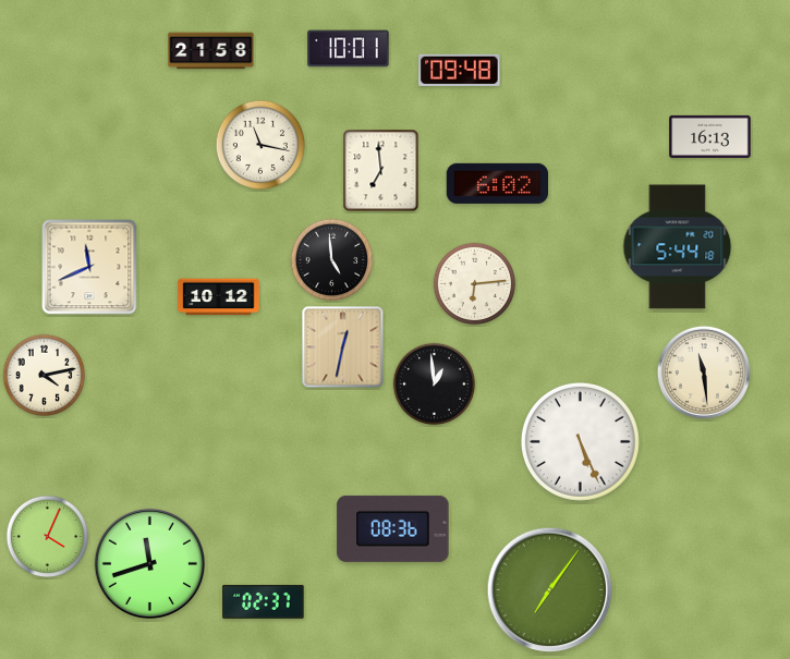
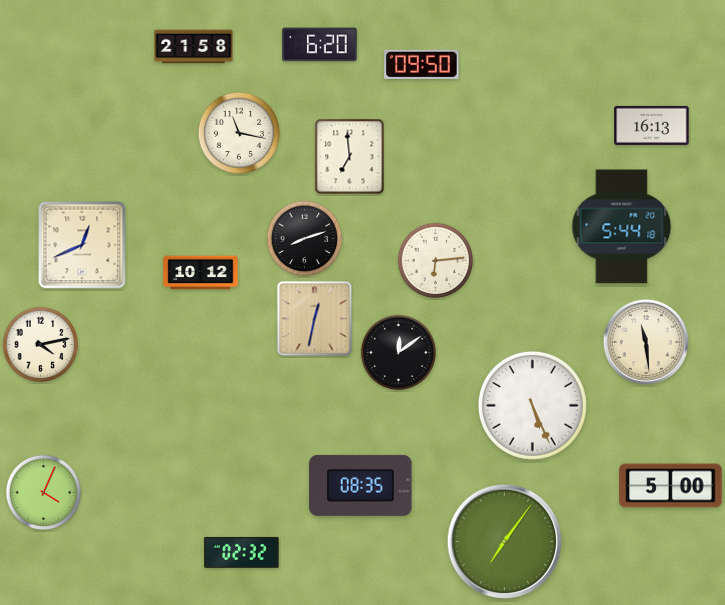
clock at (349, 49): 10:01 -> 6:20
clock at (460, 70): 09:48 -> 09:50
clock at (497, 183): 6:02 -> none
clock at (332, 260): 4:59 -> 8:12
clock at (89, 267): 11:41 -> 12:41
clock at (435, 385): 12:59 -> 12:09
clock at (393, 528): 08:36 -> 08:35
clock at (671, 486): none -> 5:00
clock at (149, 563): 11:42 -> none
clock at (264, 601): 02:37 -> 02:32
